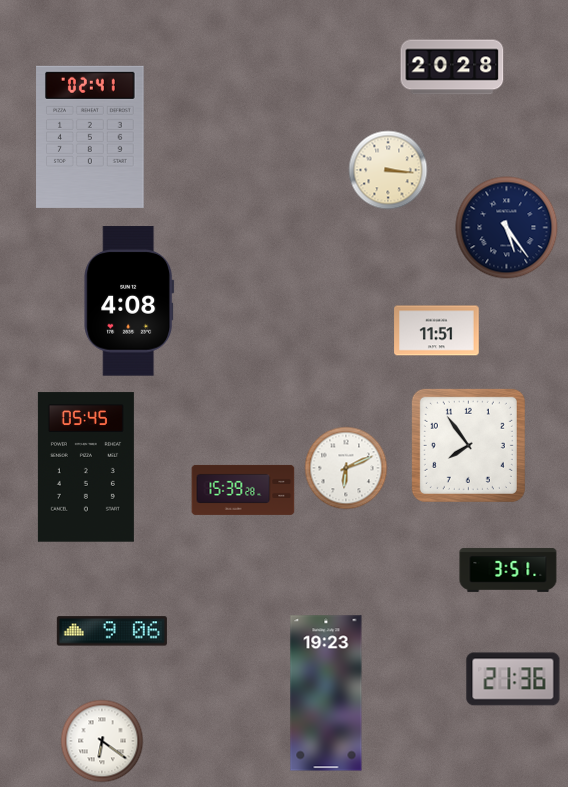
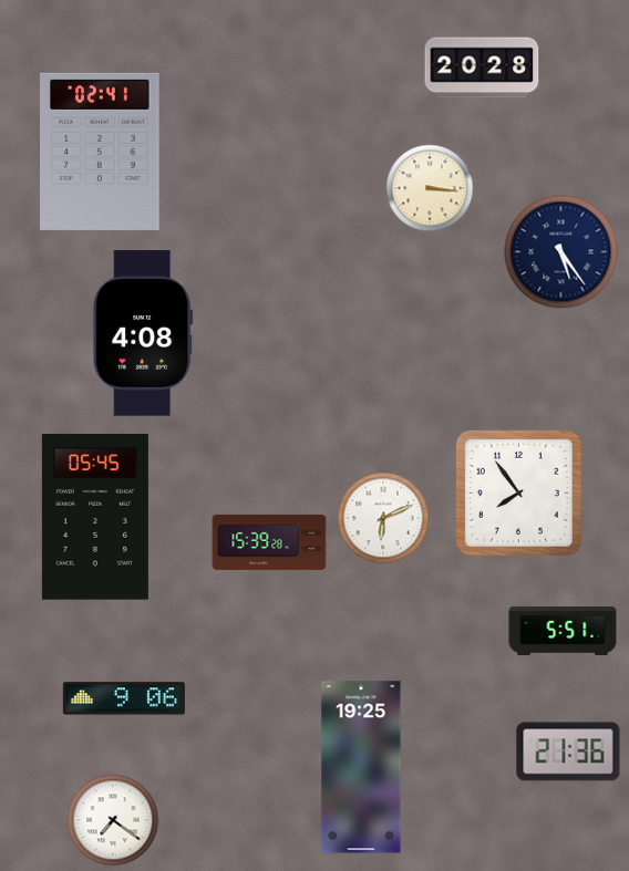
clock at (452, 67) position: (452, 67) -> (482, 68)
clock at (437, 331): 11:51 -> none
clock at (508, 570): 3:51 -> 5:51
clock at (326, 693): 19:23 -> 19:25
clock at (102, 741): 6:21 -> 7:21
